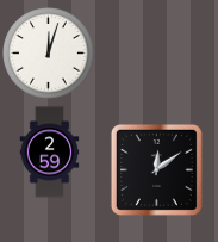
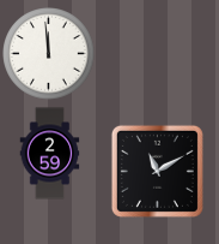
clock at (49, 54): 12:03 -> 11:59
clock at (156, 169): 12:09 -> 11:10
